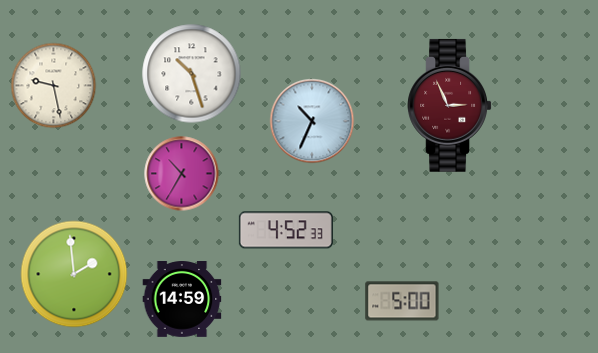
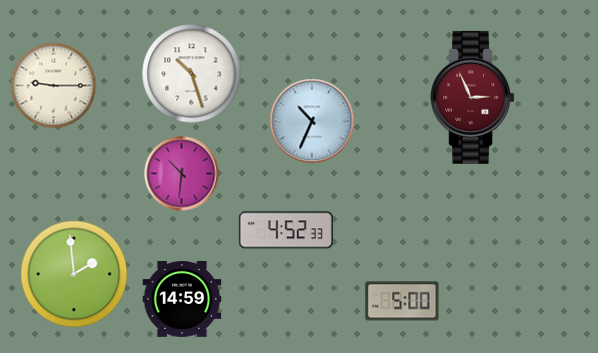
clock at (54, 86): 9:28 -> 9:15
clock at (449, 105) position: (449, 105) -> (472, 97)
clock at (182, 174): 10:35 -> 10:31
